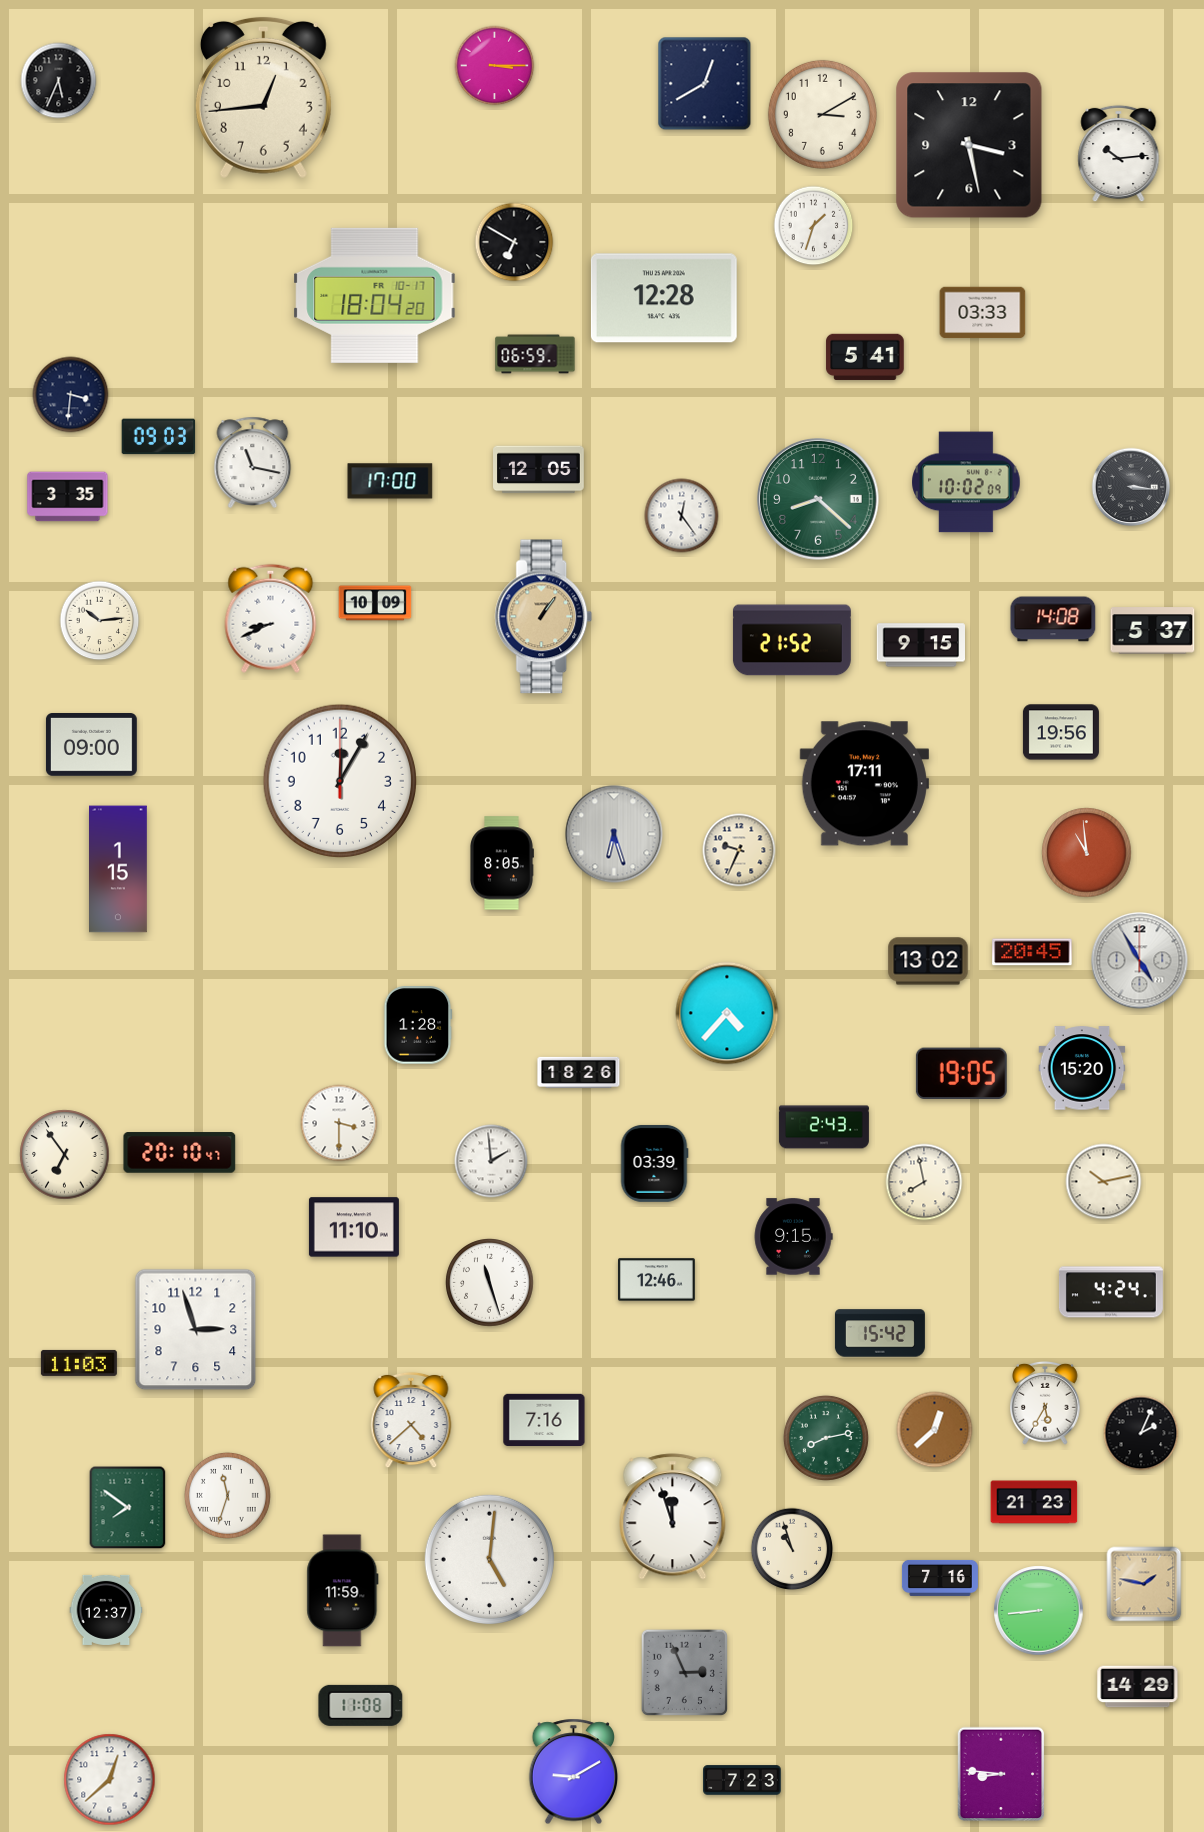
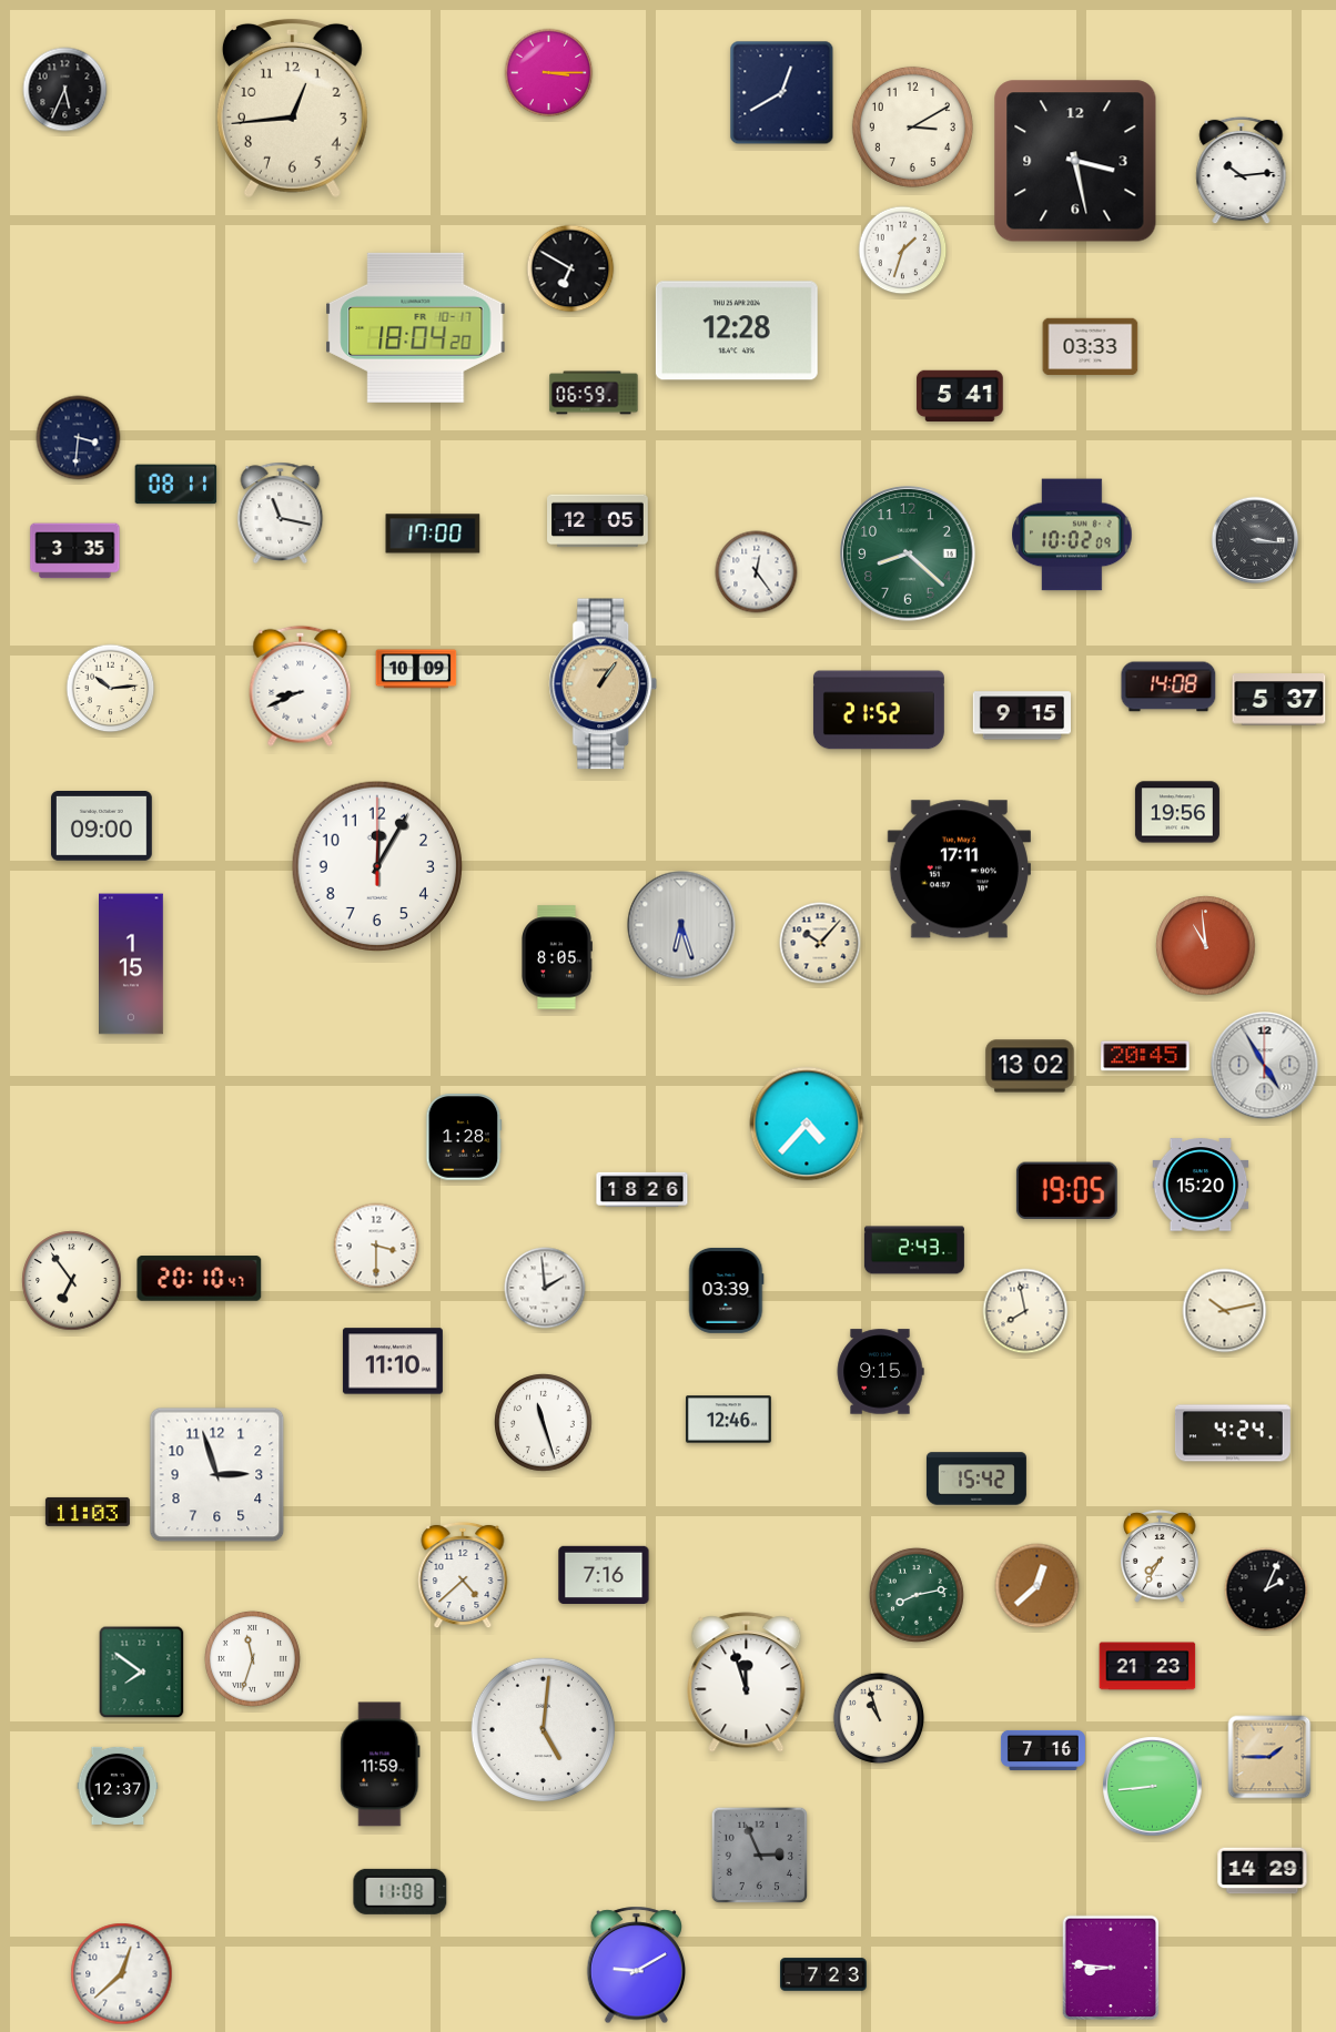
clock at (159, 437): 09:03 -> 08:11
clock at (739, 850): 9:34 -> 10:07
clock at (1046, 1403): 5:35 -> 7:35
clock at (411, 1420) position: (411, 1420) -> (463, 1575)
clock at (1144, 1584): 1:47 -> 1:45
